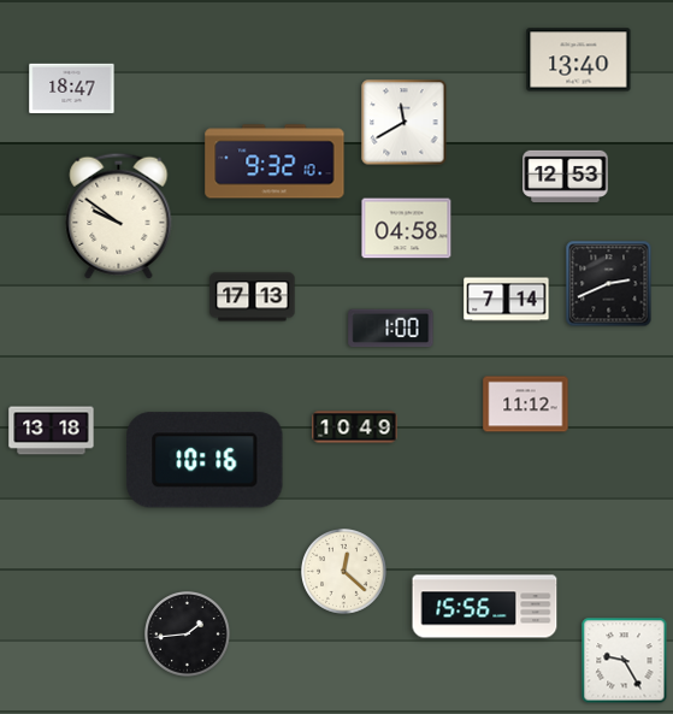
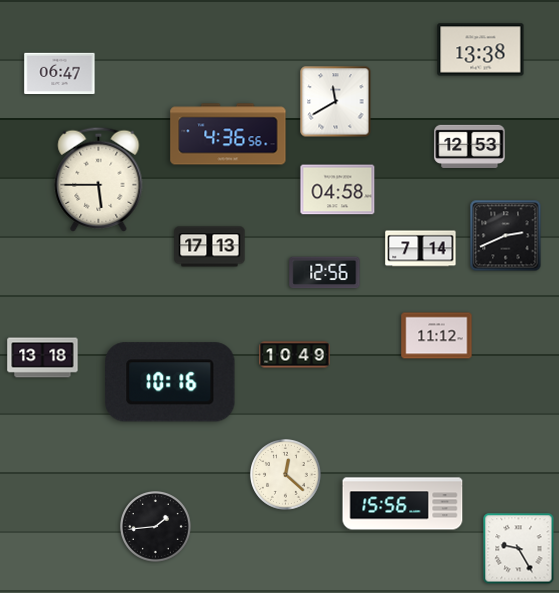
clock at (579, 60): 13:40 -> 13:38
clock at (72, 88): 18:47 -> 06:47
clock at (274, 161): 9:32 -> 4:36
clock at (119, 216): 9:51 -> 5:45
clock at (391, 329): 1:00 -> 12:56
